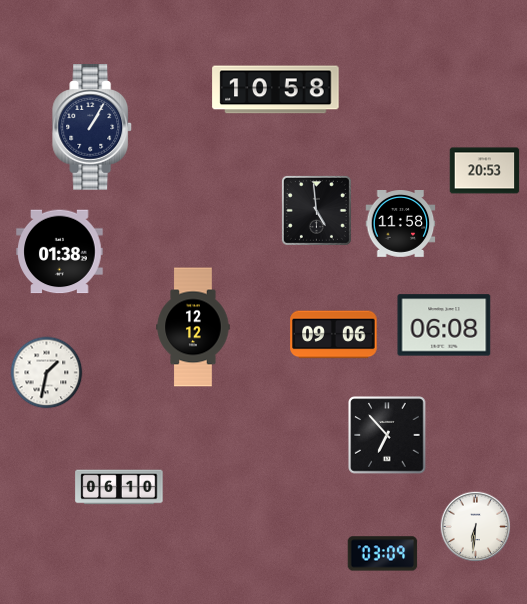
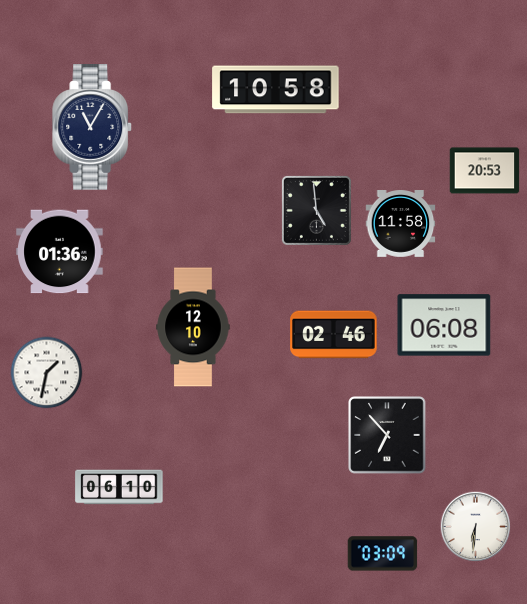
clock at (93, 127): 1:05 -> 11:05
clock at (60, 252): 01:38 -> 01:36
clock at (193, 327): 12:12 -> 12:10
clock at (334, 335): 09:06 -> 02:46
